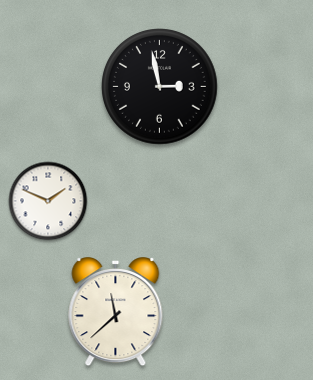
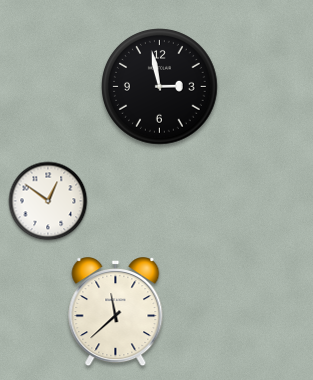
clock at (48, 201): 1:49 -> 12:51
